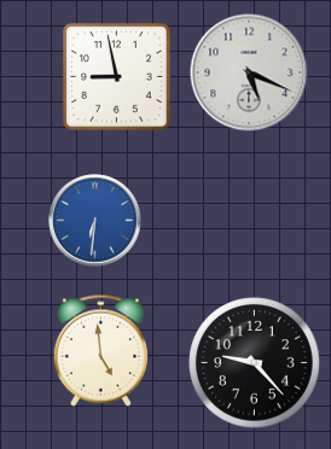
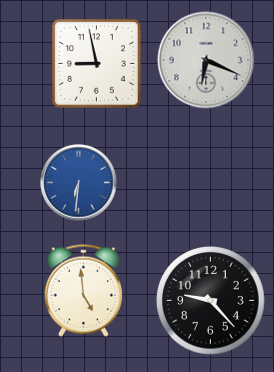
clock at (249, 72): 5:19 -> 6:19
